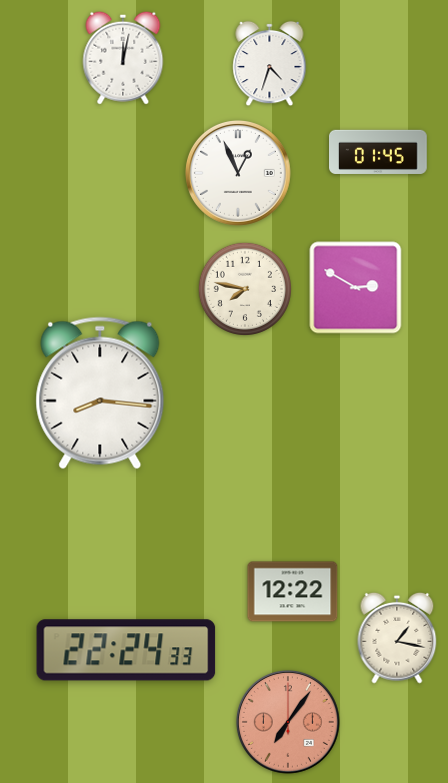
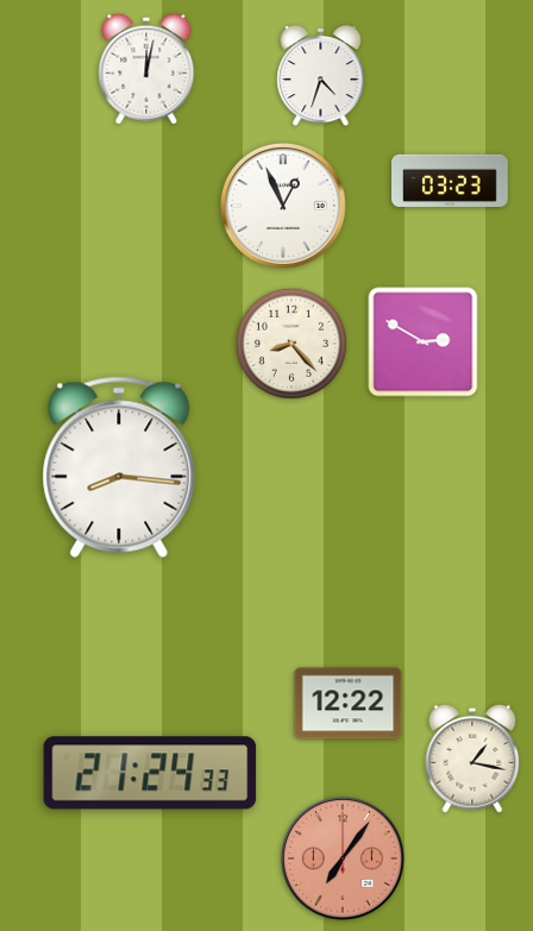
clock at (379, 152): 01:45 -> 03:23
clock at (245, 289): 7:47 -> 8:23
clock at (126, 650): 22:24 -> 21:24
